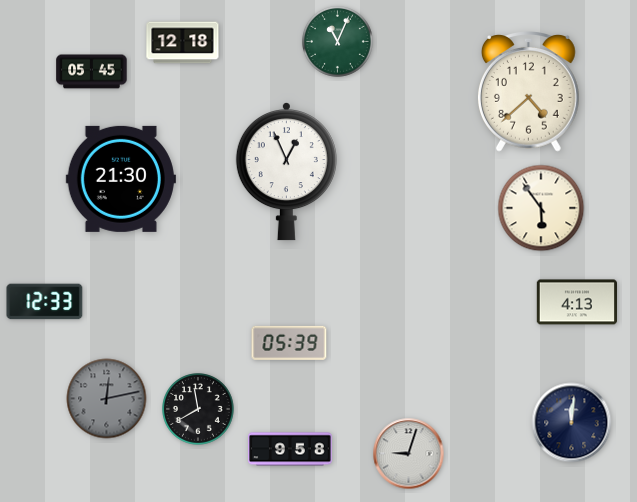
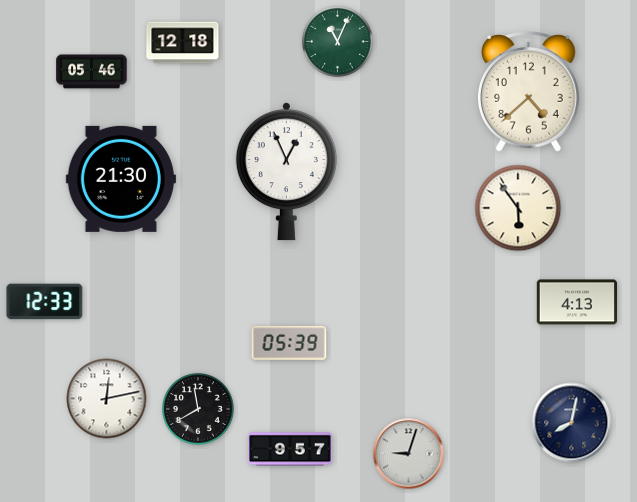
clock at (92, 72): 05:45 -> 05:46
clock at (541, 208) position: (541, 208) -> (518, 208)
clock at (107, 399) dial: grey -> white
clock at (572, 423): 12:01 -> 8:02
clock at (290, 449): 9:58 -> 9:57
